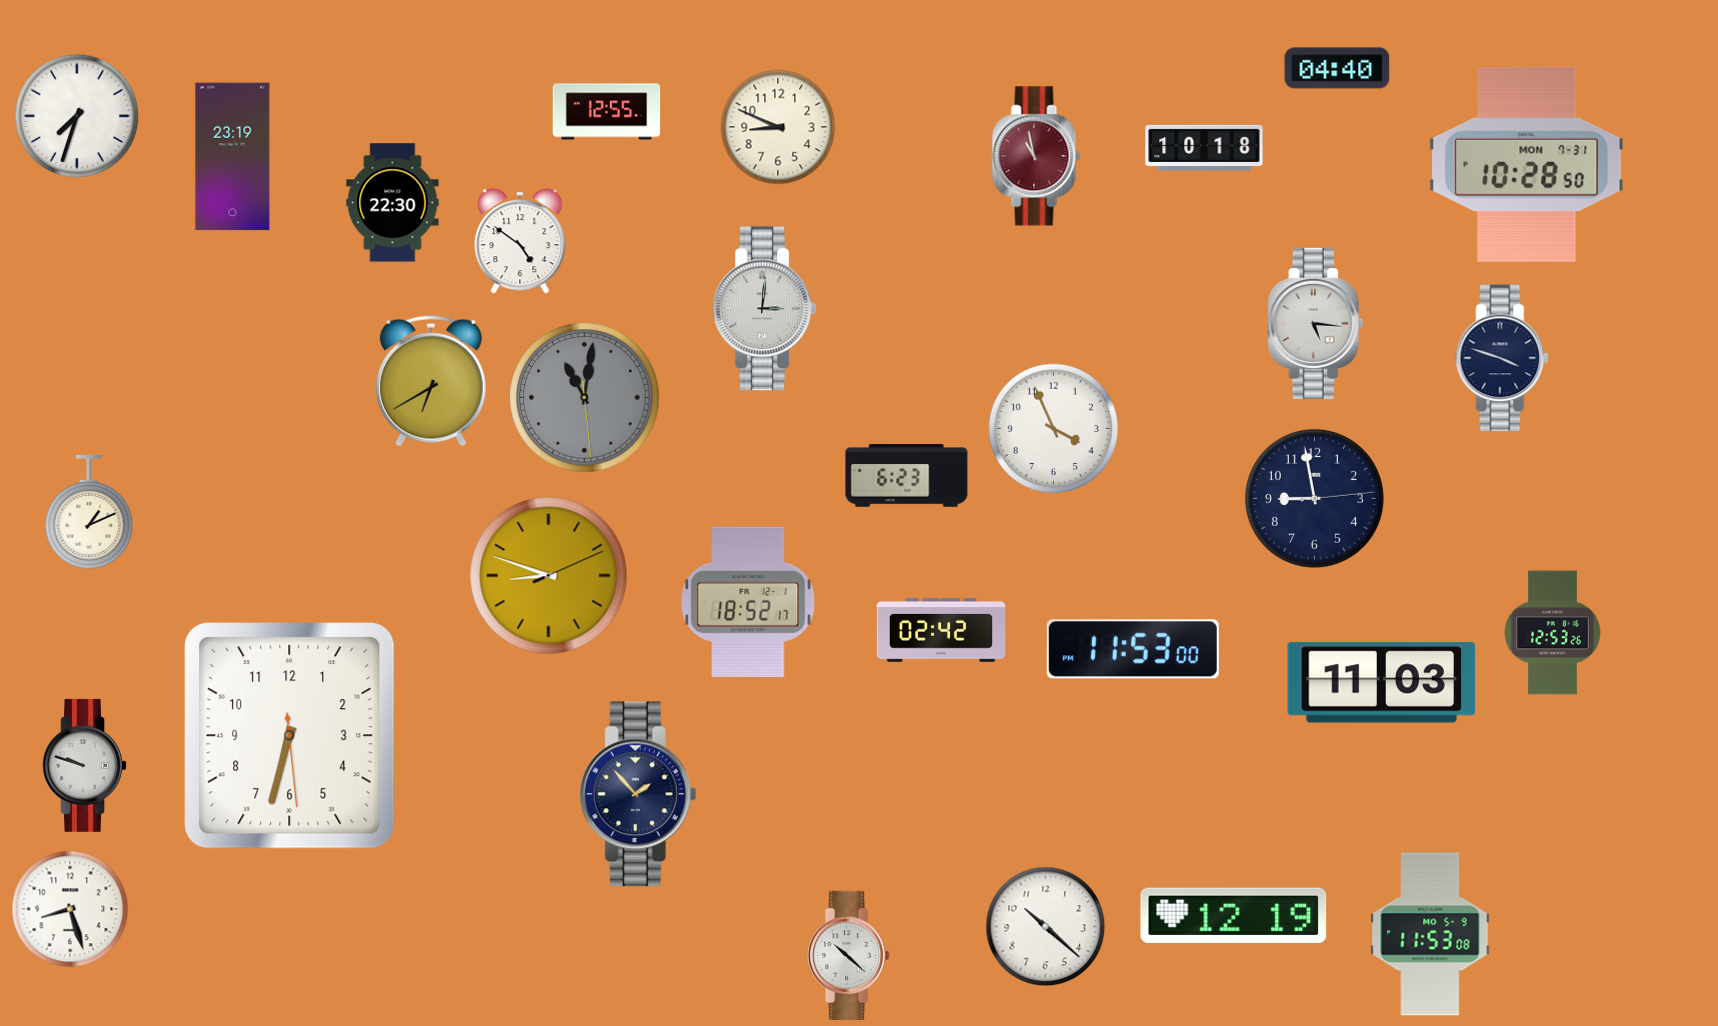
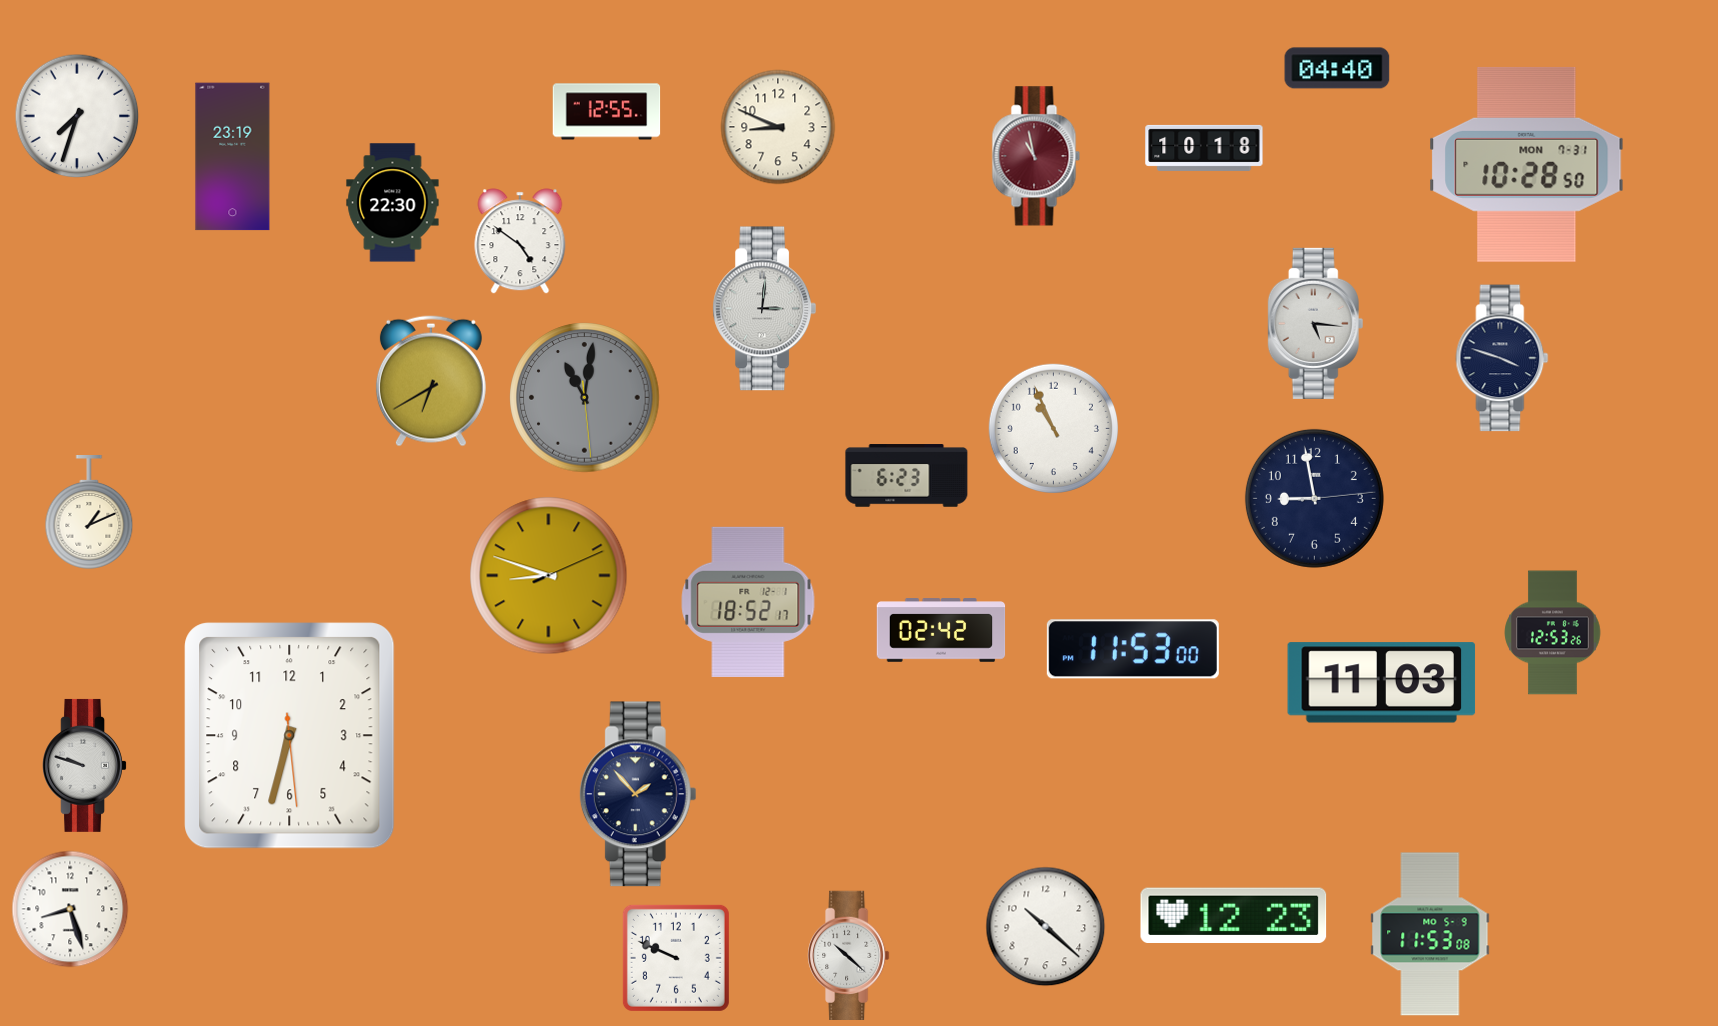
clock at (1053, 428): 3:56 -> 10:56
clock at (1234, 915): 12:19 -> 12:23
clock at (676, 958): none -> 9:49
